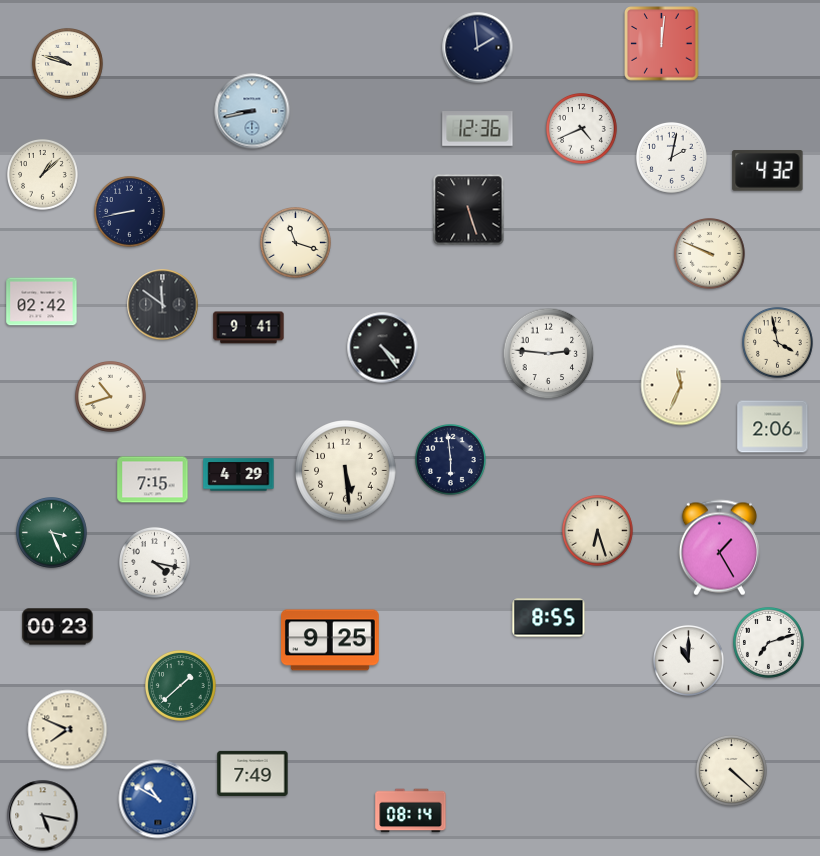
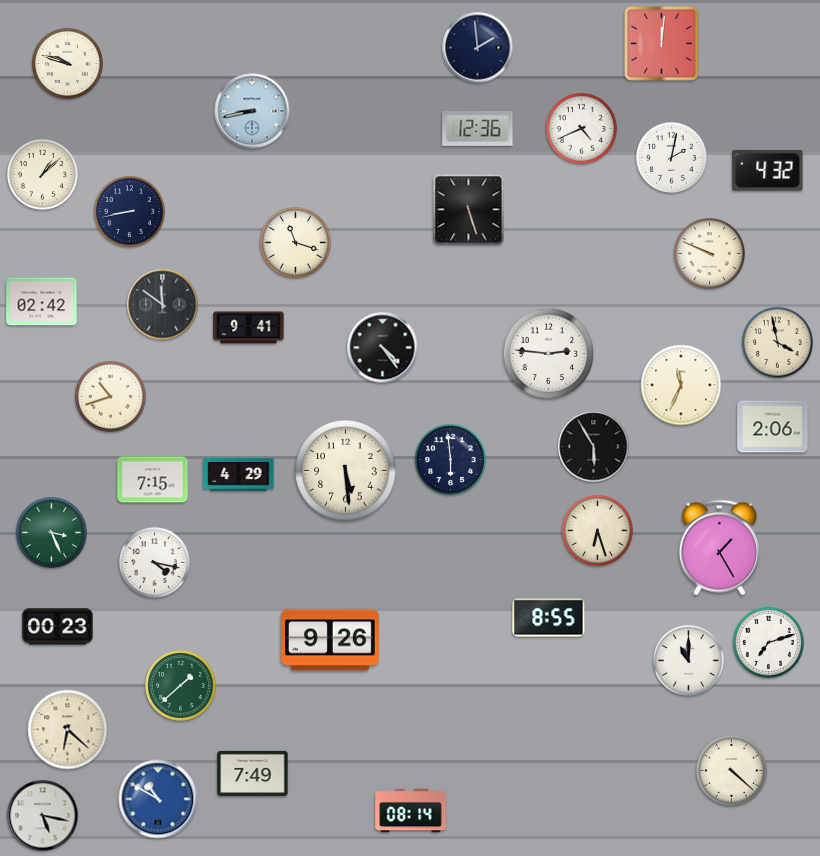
clock at (594, 447): none -> 5:55
clock at (331, 640): 9:25 -> 9:26
clock at (68, 730): 7:49 -> 6:22
